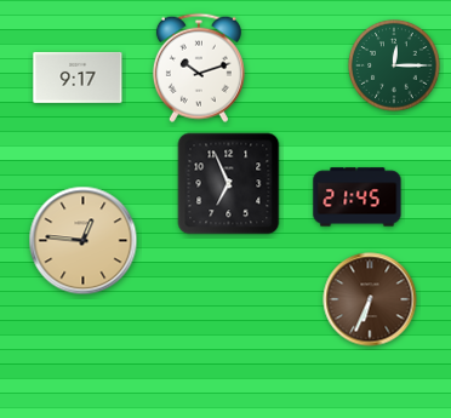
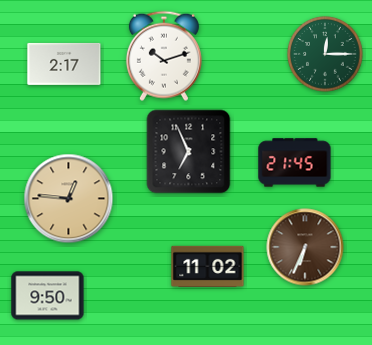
clock at (78, 78): 9:17 -> 2:17
clock at (208, 266): none -> 11:02
clock at (48, 296): none -> 9:50
